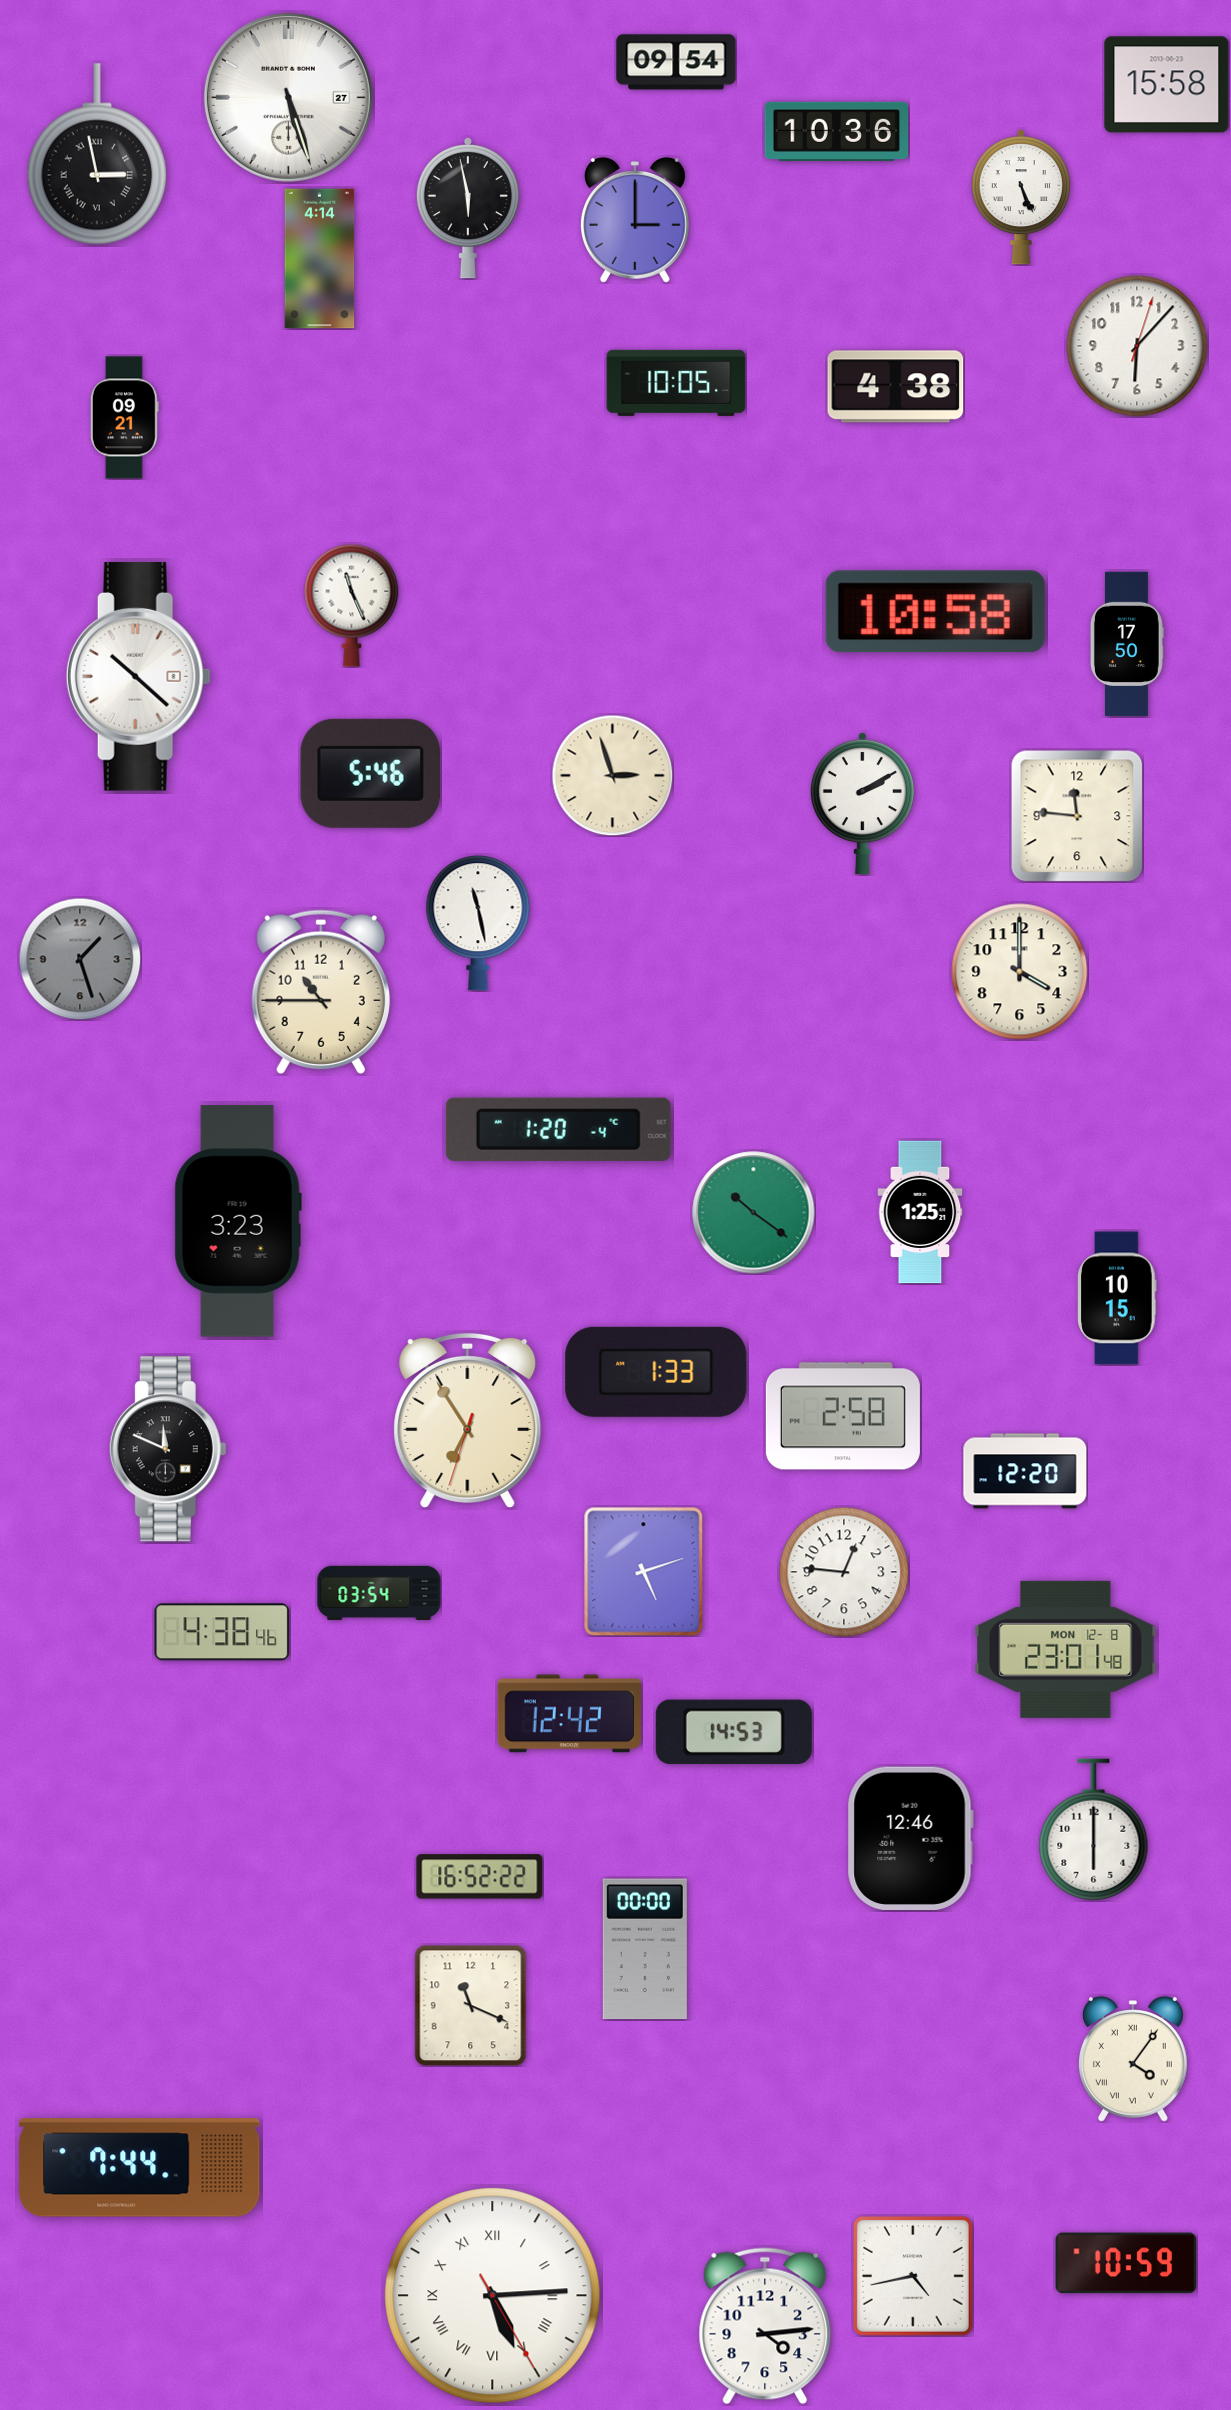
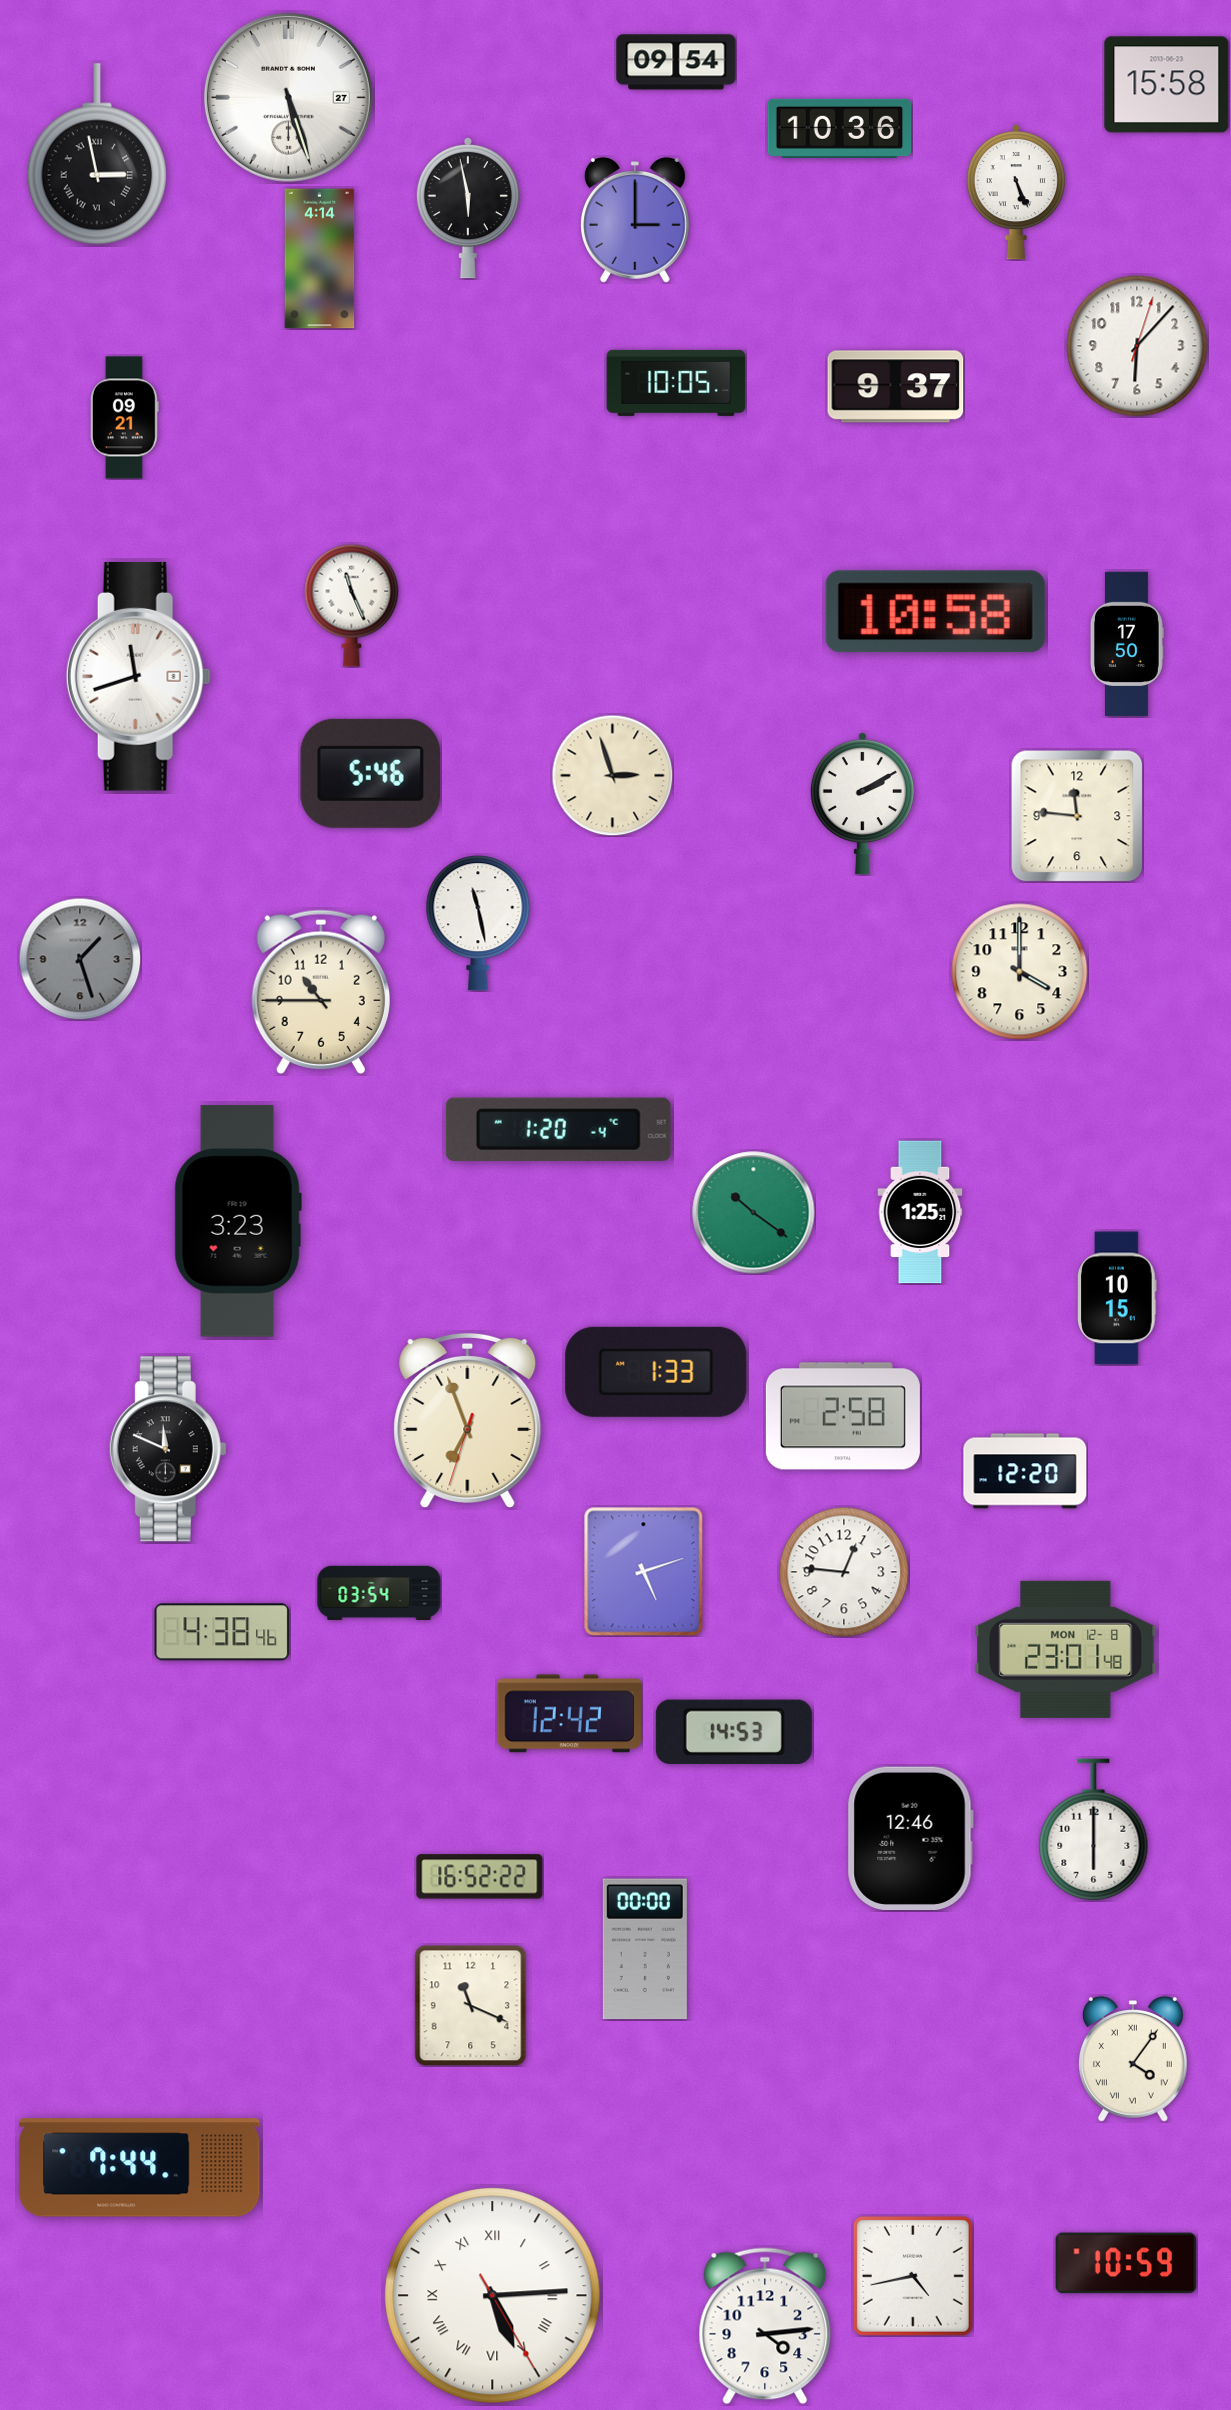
clock at (837, 131) position: (837, 131) -> (840, 128)
clock at (1021, 197) position: (1021, 197) -> (1016, 192)
clock at (896, 387): 4:38 -> 9:37
clock at (138, 676): 10:22 -> 11:42
clock at (468, 1420): 6:54 -> 6:56
